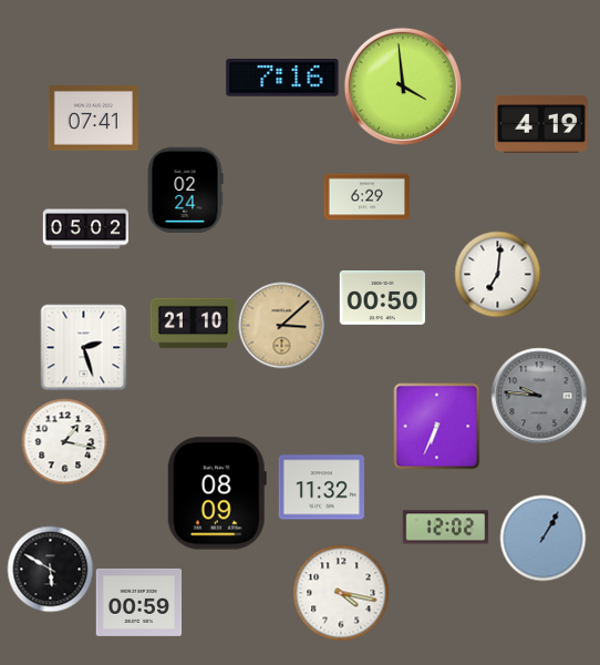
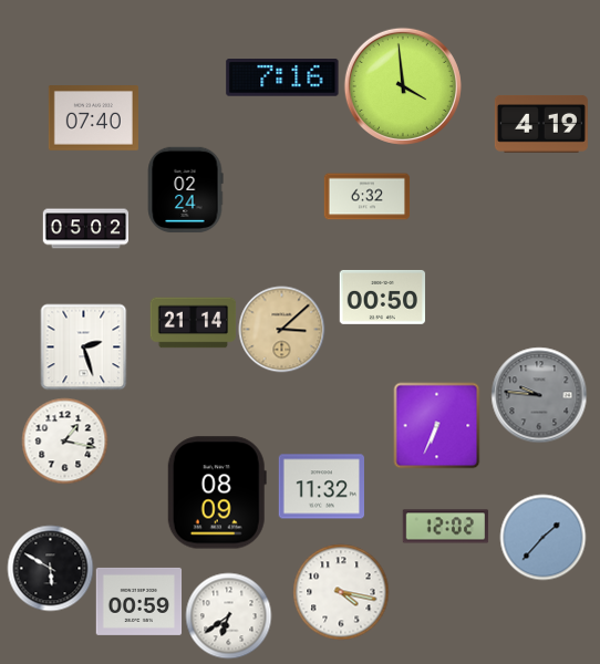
clock at (93, 119): 07:41 -> 07:40
clock at (366, 197): 6:29 -> 6:32
clock at (497, 274): 7:01 -> none
clock at (193, 324): 21:10 -> 21:14
clock at (281, 325) position: (281, 325) -> (281, 329)
clock at (542, 538): 1:05 -> 1:37
clock at (228, 615): none -> 6:39
